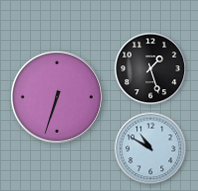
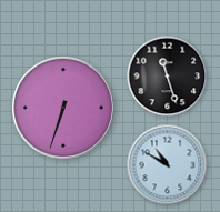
clock at (151, 69): 1:27 -> 11:27
